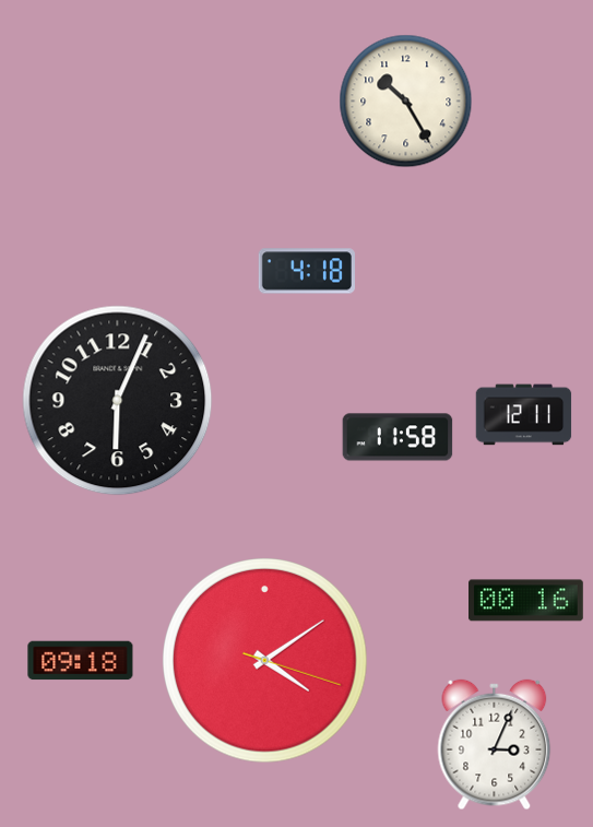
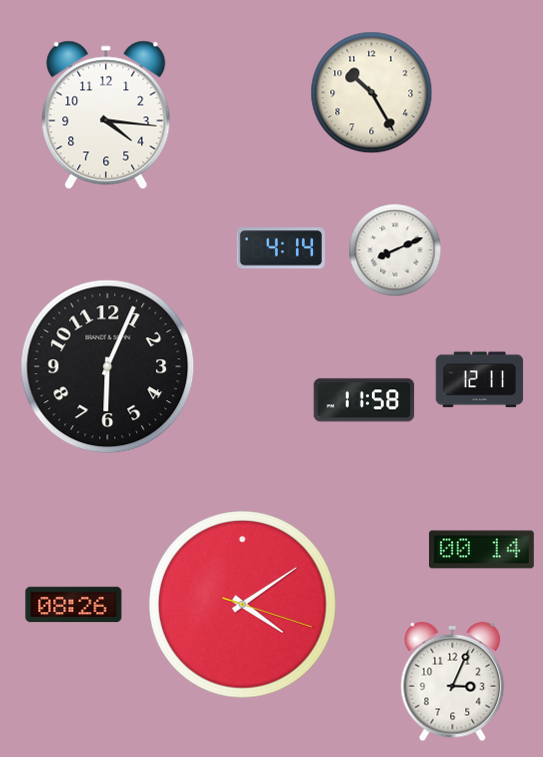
clock at (106, 115): none -> 4:16
clock at (307, 271): 4:18 -> 4:14
clock at (395, 250): none -> 8:11
clock at (526, 601): 00:16 -> 00:14
clock at (81, 661): 09:18 -> 08:26
